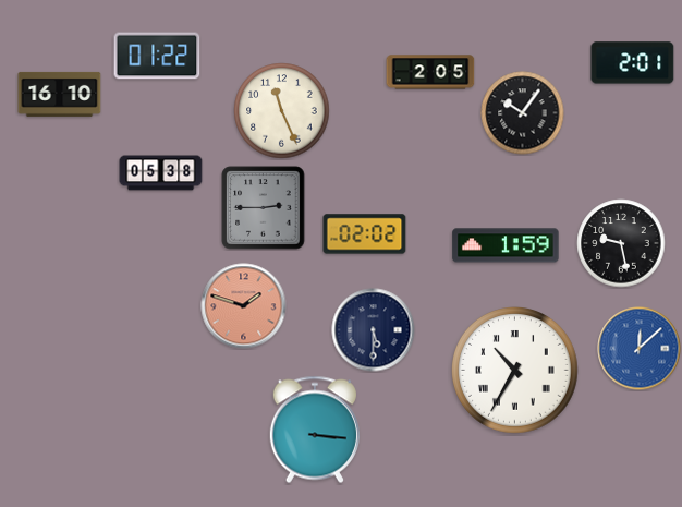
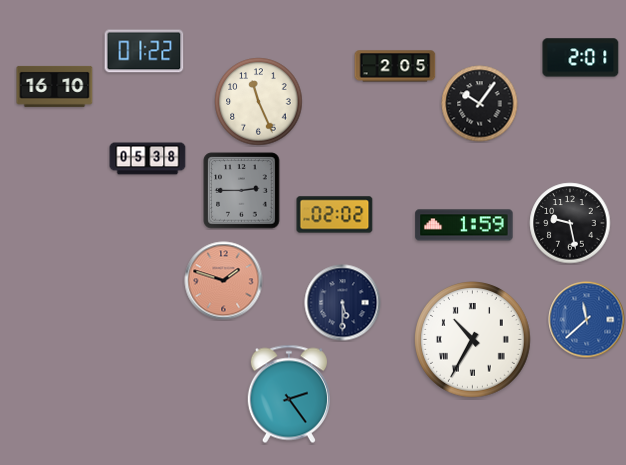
clock at (640, 349): 12:08 -> 11:38
clock at (315, 430): 3:16 -> 2:24
